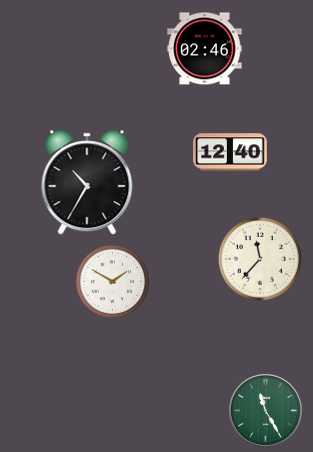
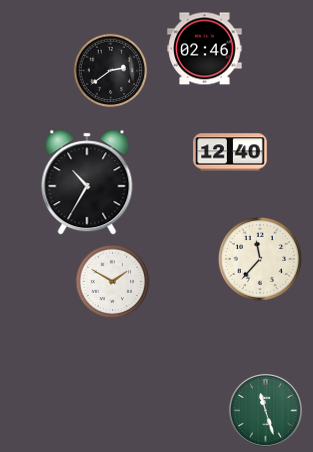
clock at (111, 71): none -> 2:39
clock at (265, 410): 11:25 -> 11:27
